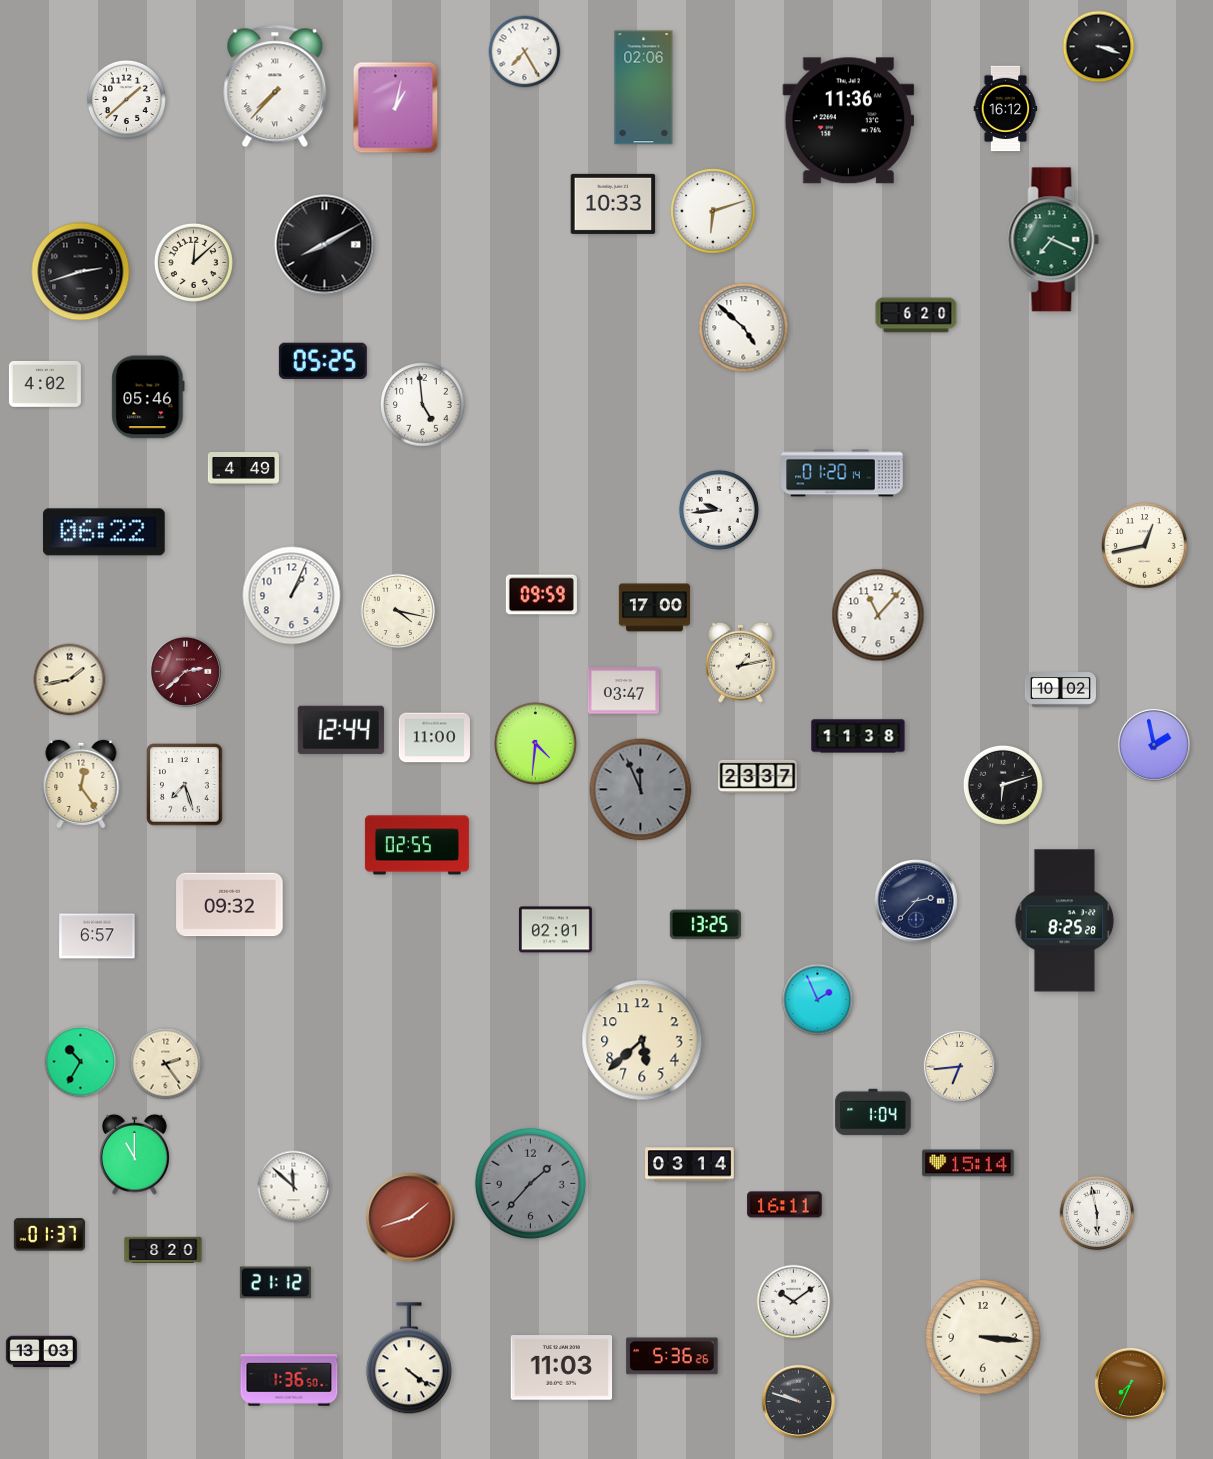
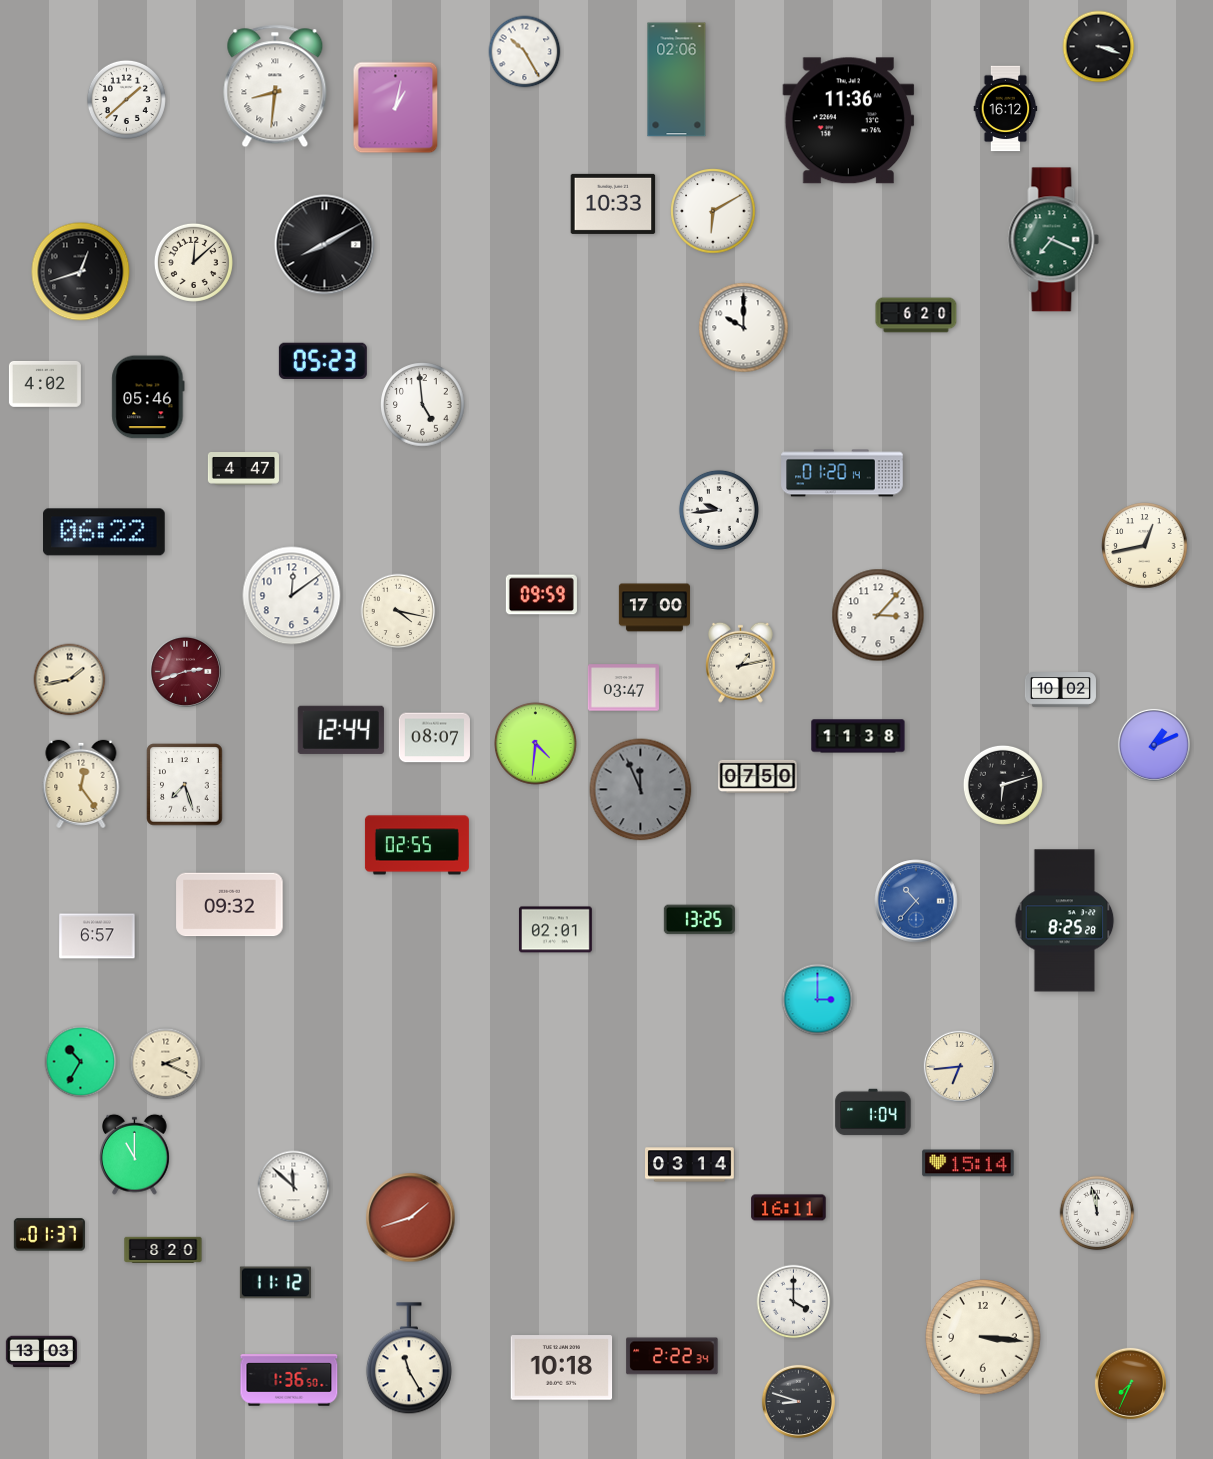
clock at (525, 52): 7:25 -> 10:25
clock at (275, 86): 7:37 -> 8:31
clock at (644, 88) position: (644, 88) -> (677, 80)
clock at (713, 211): 6:12 -> 6:10
clock at (81, 272): 2:42 -> 12:42
clock at (744, 328): 4:52 -> 10:00
clock at (323, 360): 05:25 -> 05:23
clock at (243, 469): 4:49 -> 4:47
clock at (292, 596): 1:04 -> 12:09
clock at (878, 615): 11:07 -> 3:07
clock at (185, 671): 2:38 -> 2:42
clock at (623, 691) position: (623, 691) -> (623, 688)
clock at (434, 738): 11:00 -> 08:07
clock at (1154, 745): 1:58 -> 1:11
clock at (758, 776): 23:37 -> 07:50
clock at (916, 901): 2:37 -> 10:37
clock at (916, 901) dial: navy -> blue
clock at (705, 925) position: (705, 925) -> (699, 920)
clock at (818, 1000): 1:56 -> 3:00
clock at (642, 1040): 5:38 -> none
clock at (166, 1064): 2:24 -> 2:19
clock at (530, 1183): 1:37 -> none
clock at (785, 1205) position: (785, 1205) -> (789, 1208)
clock at (1097, 1213): 5:58 -> 11:58
clock at (275, 1283): 21:12 -> 11:12
clock at (794, 1302): 10:09 -> 4:00
clock at (672, 1356): 5:36 -> 2:22
clock at (409, 1359): 4:21 -> 11:25
clock at (562, 1368): 11:03 -> 10:18
clock at (798, 1401): 9:48 -> 8:48
